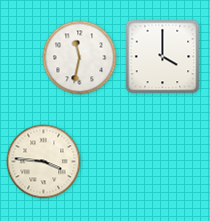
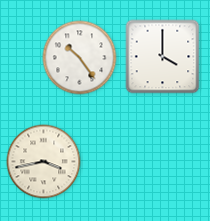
clock at (80, 58): 11:32 -> 10:24
clock at (44, 162): 3:46 -> 3:43
